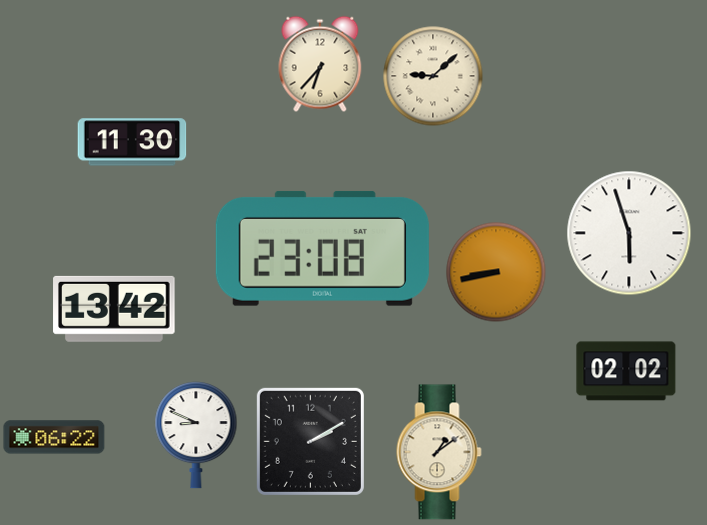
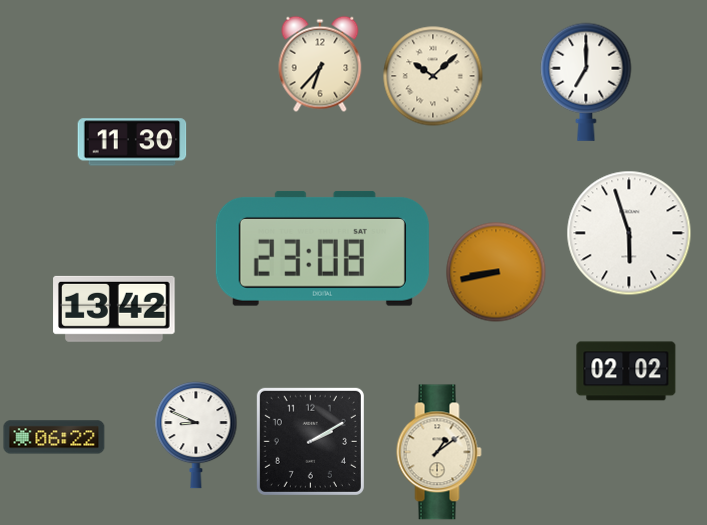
clock at (433, 76): 9:08 -> 10:08
clock at (586, 82): none -> 7:00
